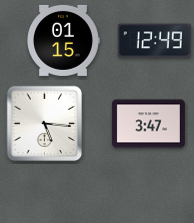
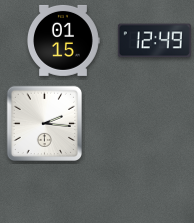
clock at (44, 123): 5:16 -> 2:16
clock at (148, 124): 3:47 -> none
